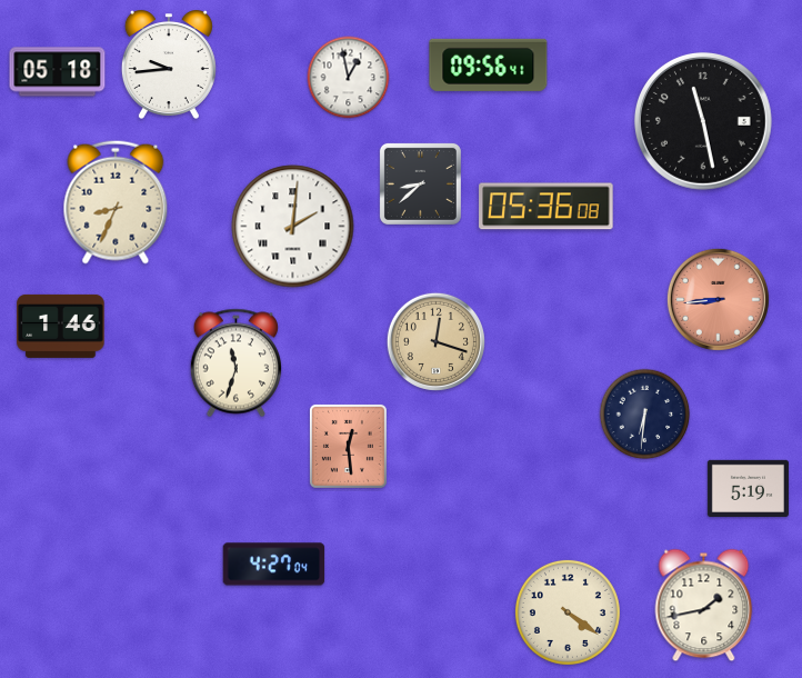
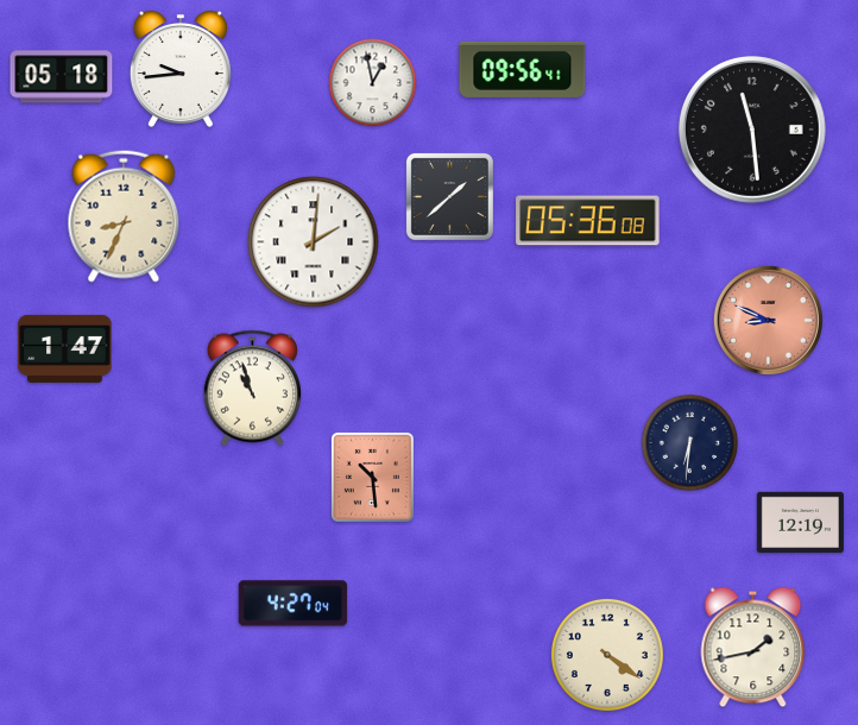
clock at (703, 121): 11:28 -> 11:29
clock at (420, 183): 8:38 -> 1:38
clock at (547, 207) position: (547, 207) -> (588, 221)
clock at (718, 299): 8:44 -> 8:49
clock at (61, 326): 1:46 -> 1:47
clock at (435, 341): 12:18 -> none
clock at (235, 363): 11:33 -> 10:57
clock at (348, 446): 12:29 -> 10:29
clock at (748, 488): 5:19 -> 12:19
